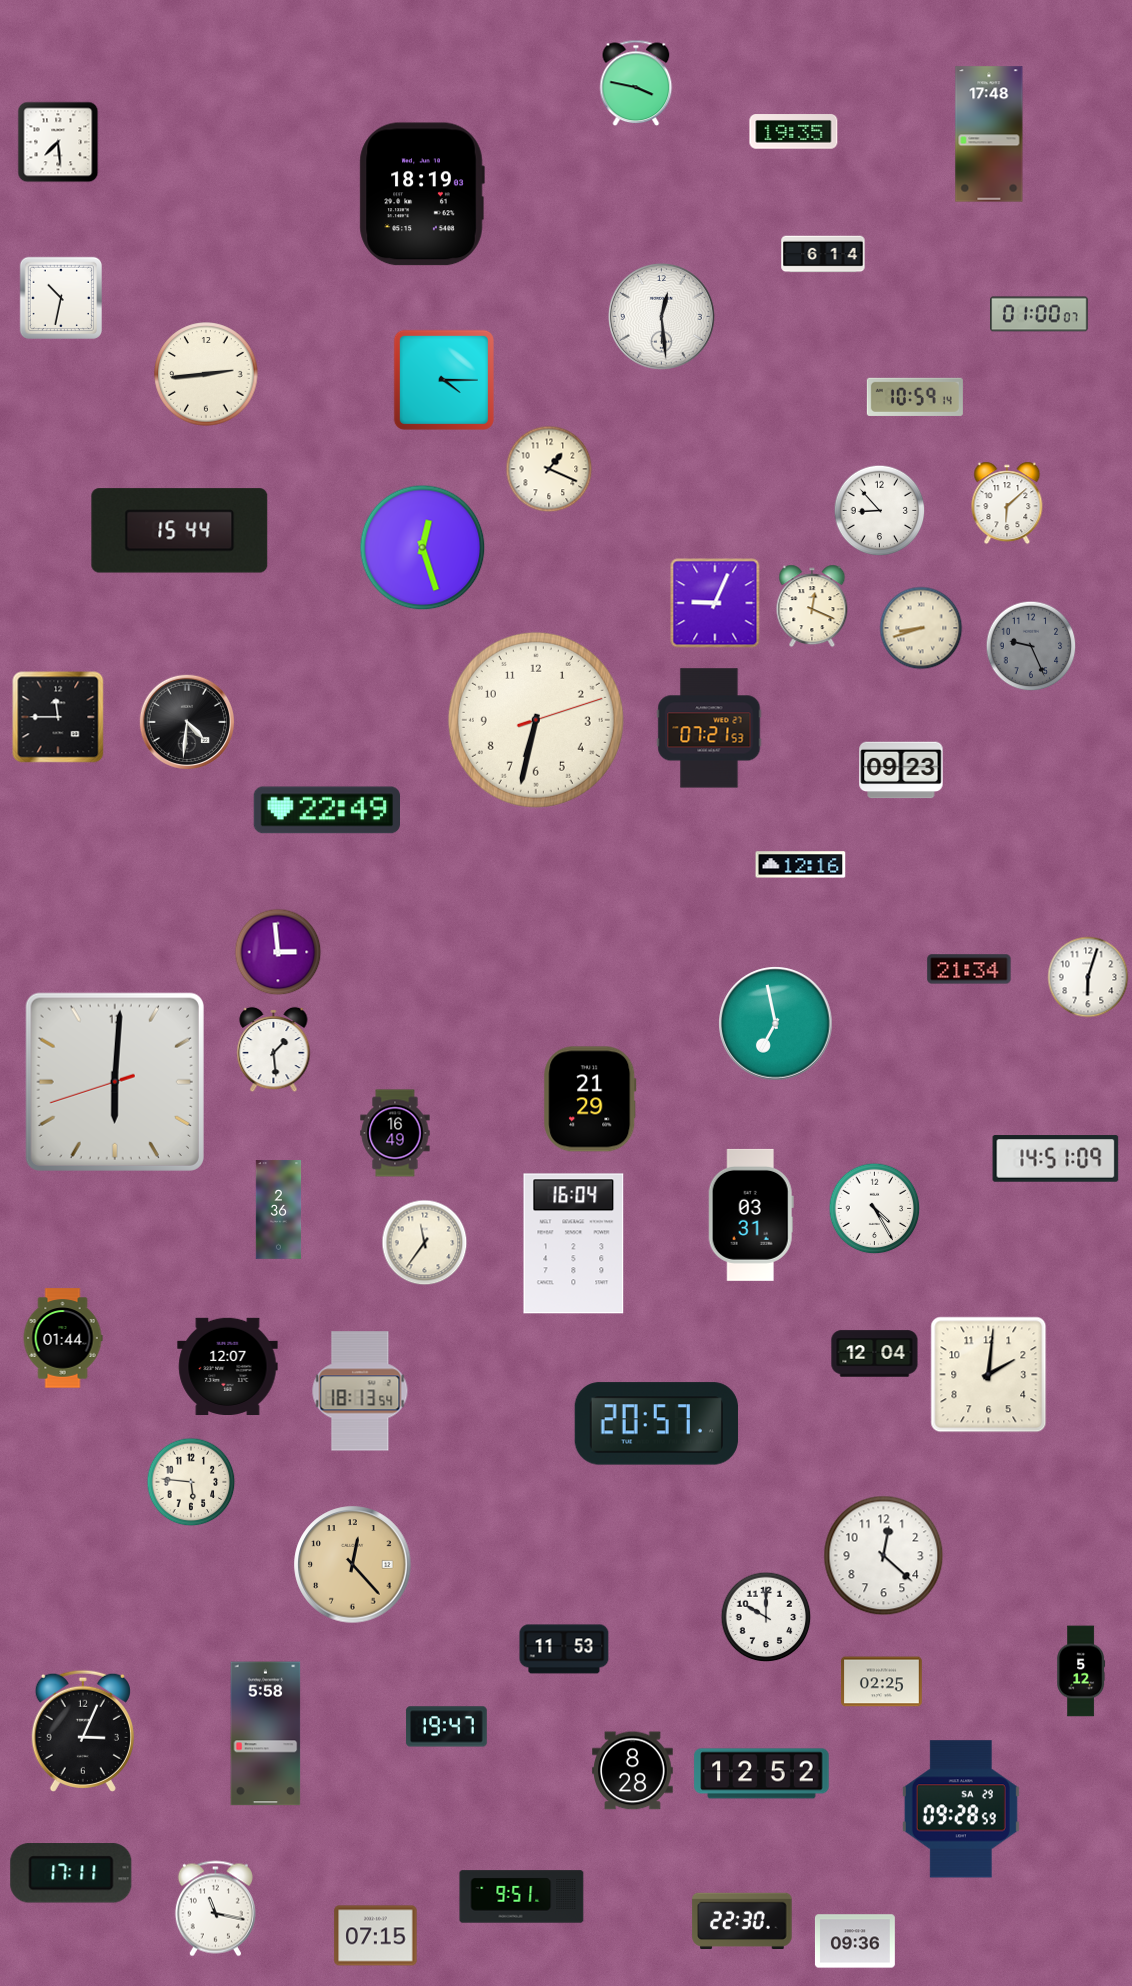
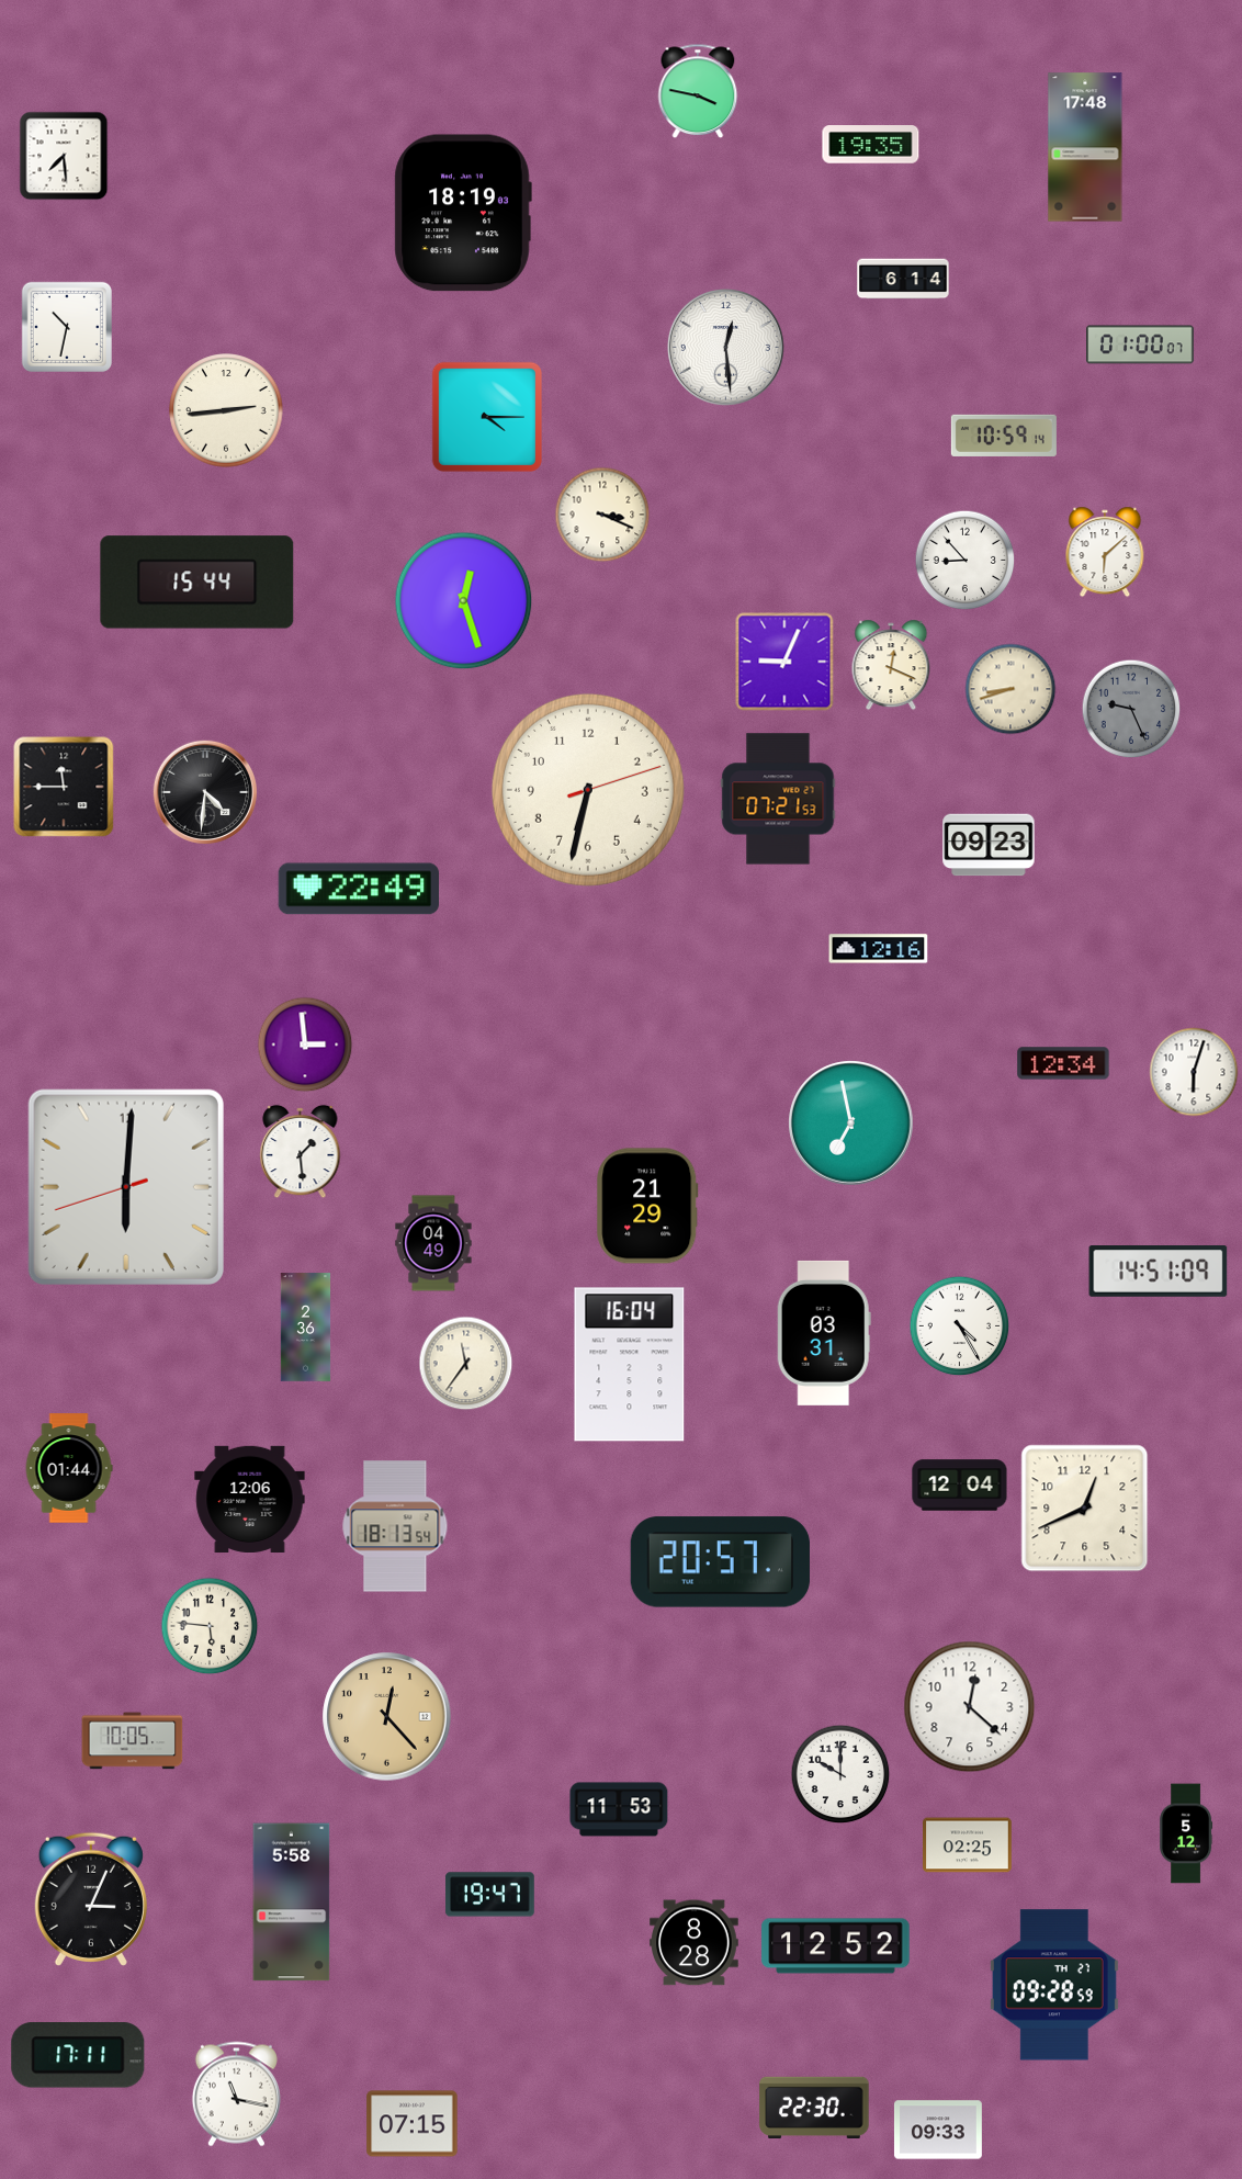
clock at (549, 469): 1:19 -> 3:19
clock at (969, 969): 21:34 -> 12:34
clock at (395, 1133): 16:49 -> 04:49
clock at (228, 1366): 12:07 -> 12:06
clock at (989, 1375): 2:01 -> 12:41
clock at (133, 1741): none -> 10:05
clock at (961, 1809) date: SA 29 -> TH 27
clock at (522, 1897): 9:51 -> none
clock at (855, 1941): 09:36 -> 09:33
